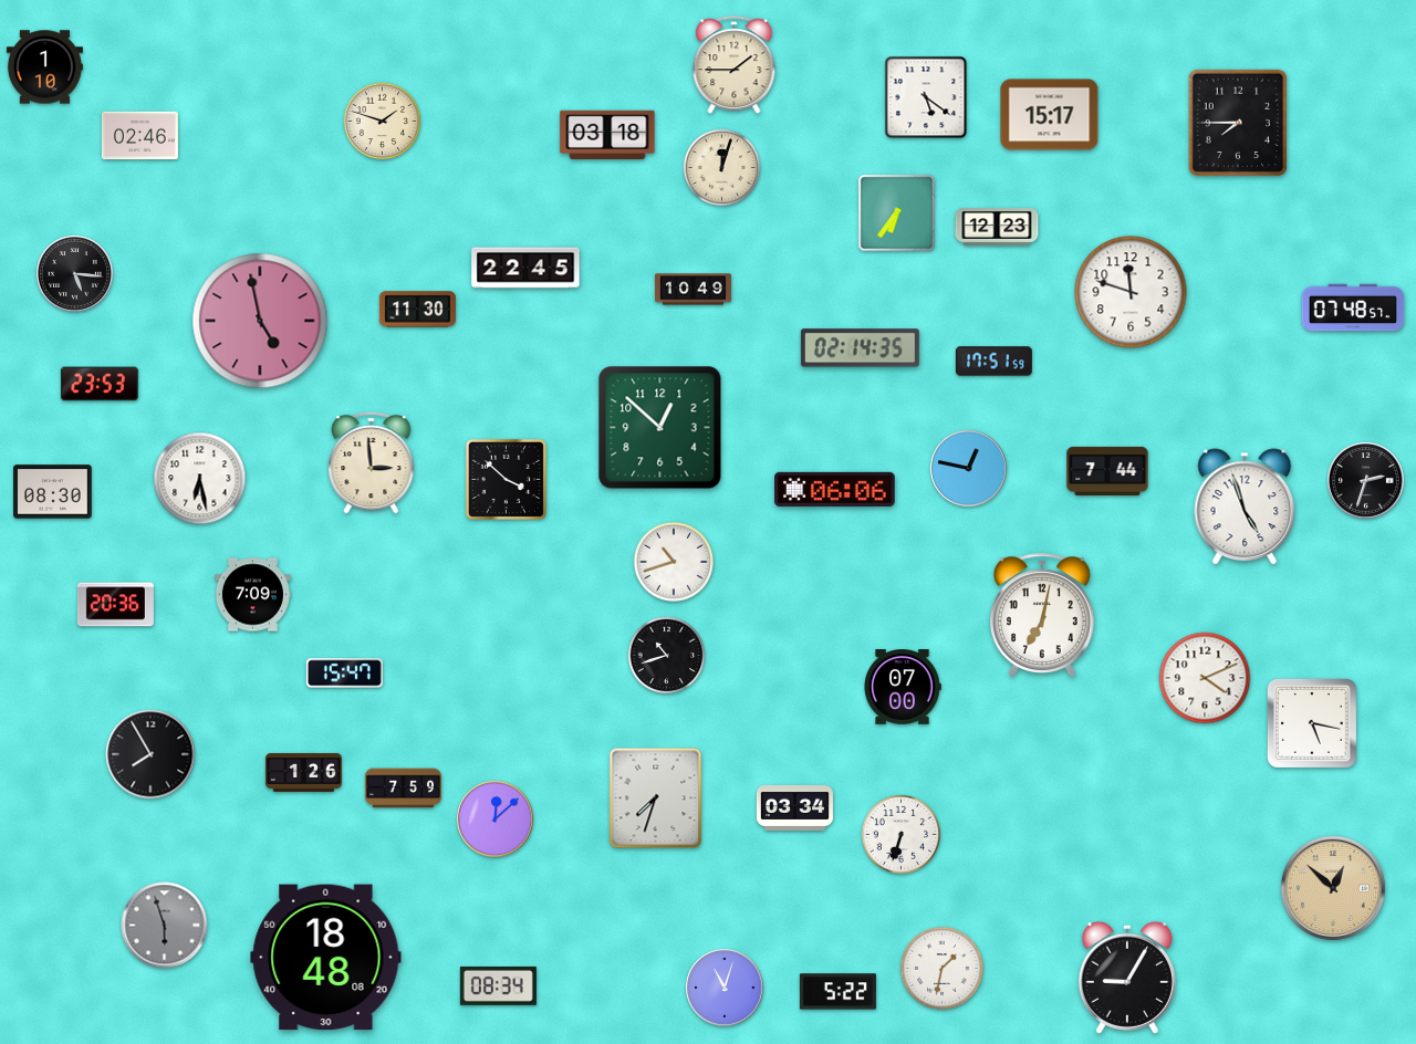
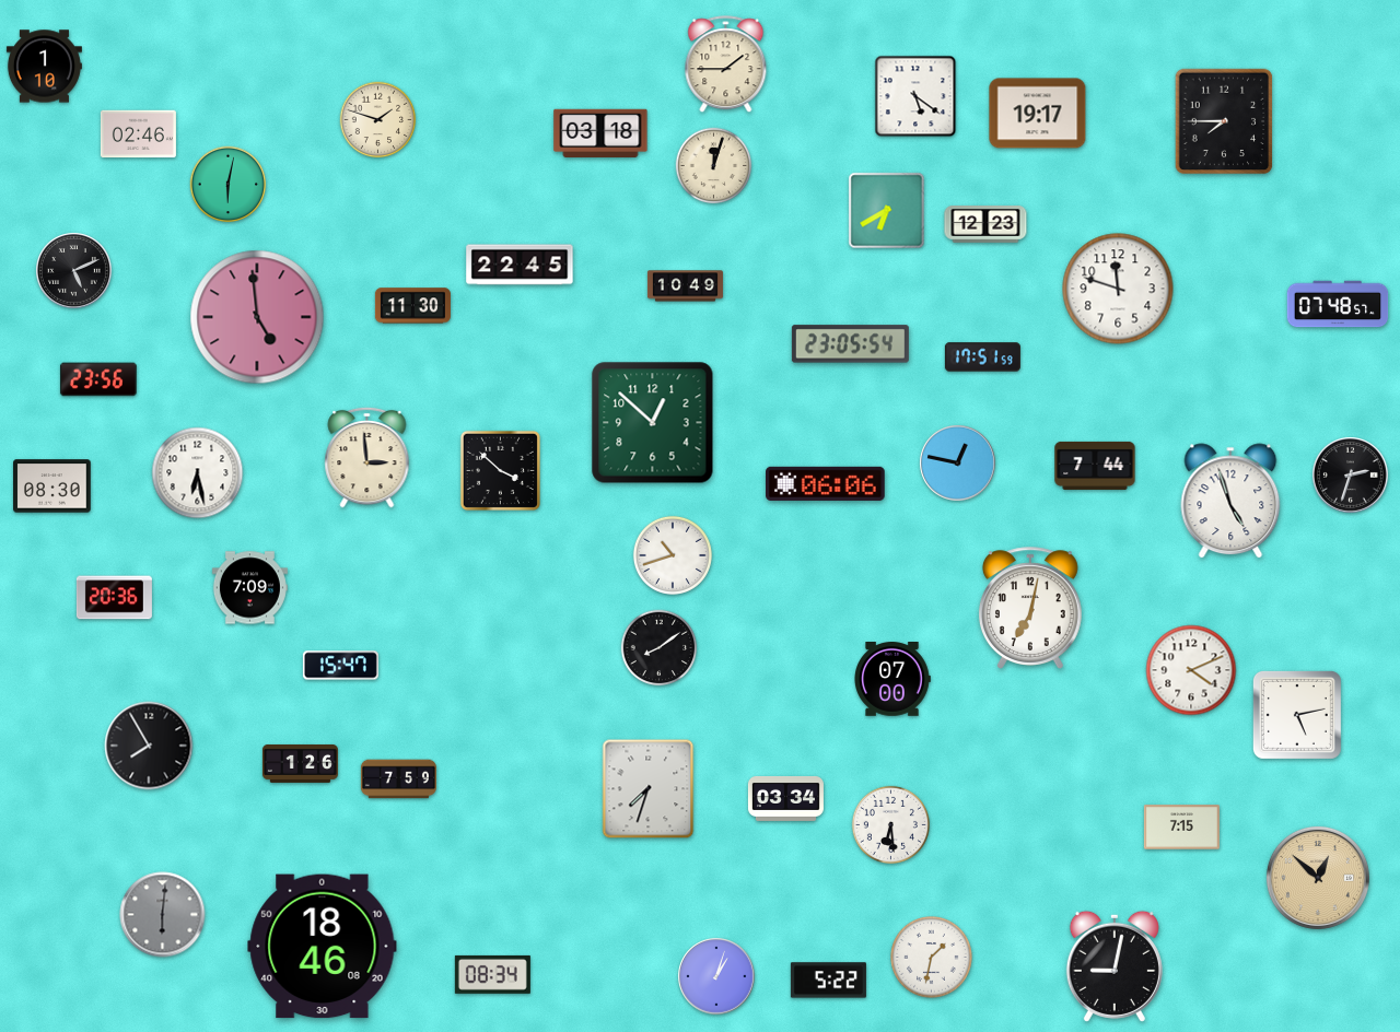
clock at (1050, 115): 15:17 -> 19:17
clock at (229, 185): none -> 6:02
clock at (897, 213): 6:36 -> 6:40
clock at (75, 274): 5:16 -> 5:11
clock at (260, 321): 4:58 -> 4:59
clock at (860, 348): 02:14 -> 23:05
clock at (100, 384): 23:53 -> 23:56
clock at (506, 479) position: (506, 479) -> (500, 470)
clock at (674, 562) position: (674, 562) -> (673, 555)
clock at (667, 656): 10:42 -> 8:09
clock at (1312, 723): 5:17 -> 5:13
clock at (496, 819): 12:08 -> none
clock at (900, 834): 6:33 -> 6:29
clock at (1181, 828): none -> 7:15
clock at (165, 926): 5:57 -> 6:01
clock at (326, 958): 18:48 -> 18:46
clock at (1127, 978): 9:05 -> 9:02
clock at (725, 988): 11:03 -> 1:03
